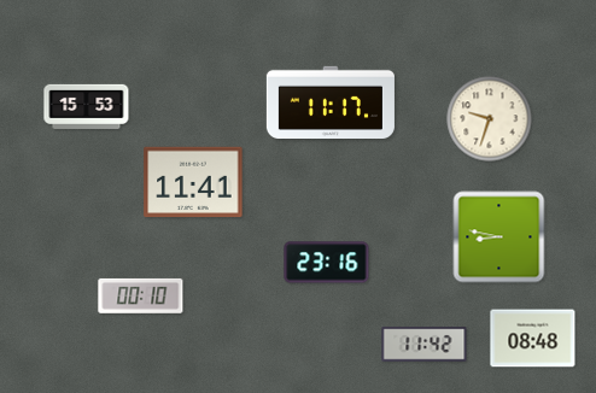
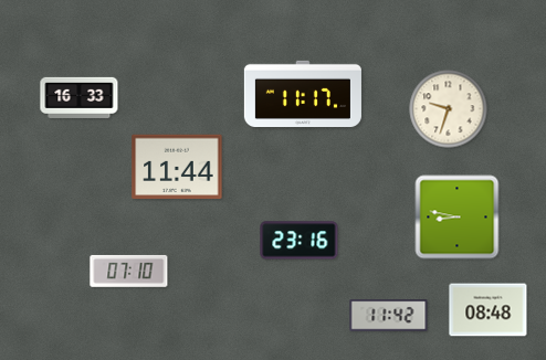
clock at (87, 106): 15:53 -> 16:33
clock at (193, 182): 11:41 -> 11:44
clock at (141, 295): 00:10 -> 07:10
